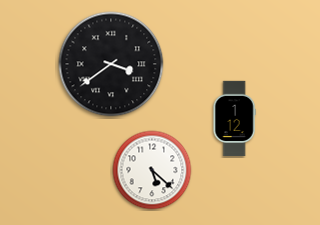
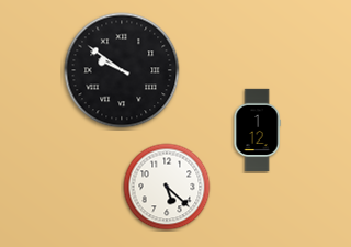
clock at (111, 64): 3:39 -> 9:51
